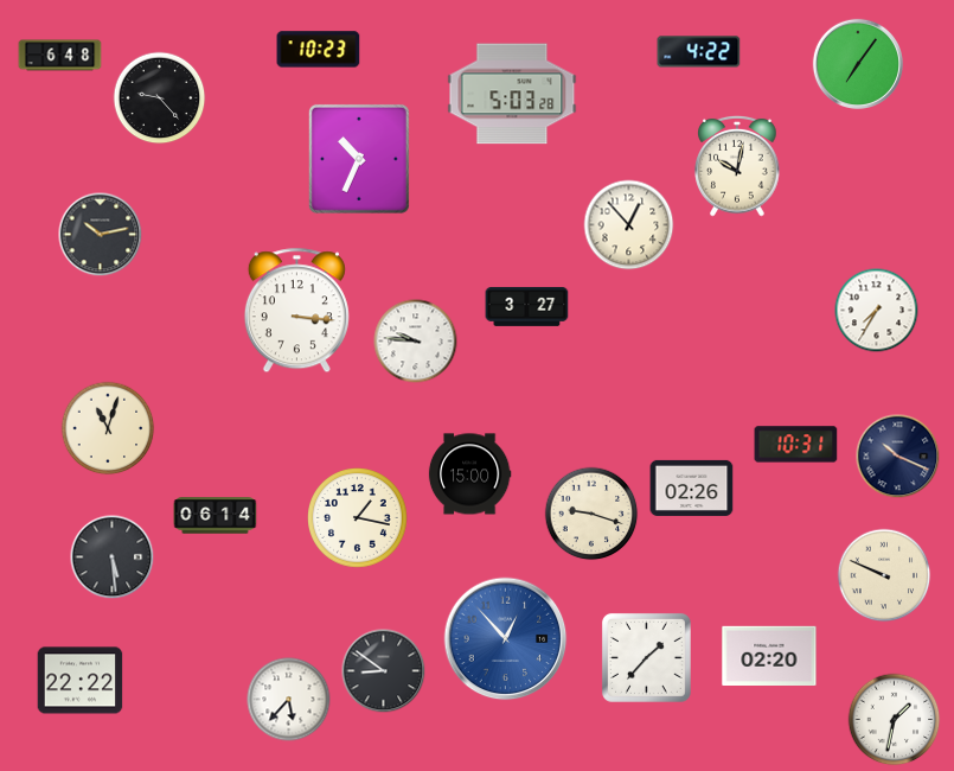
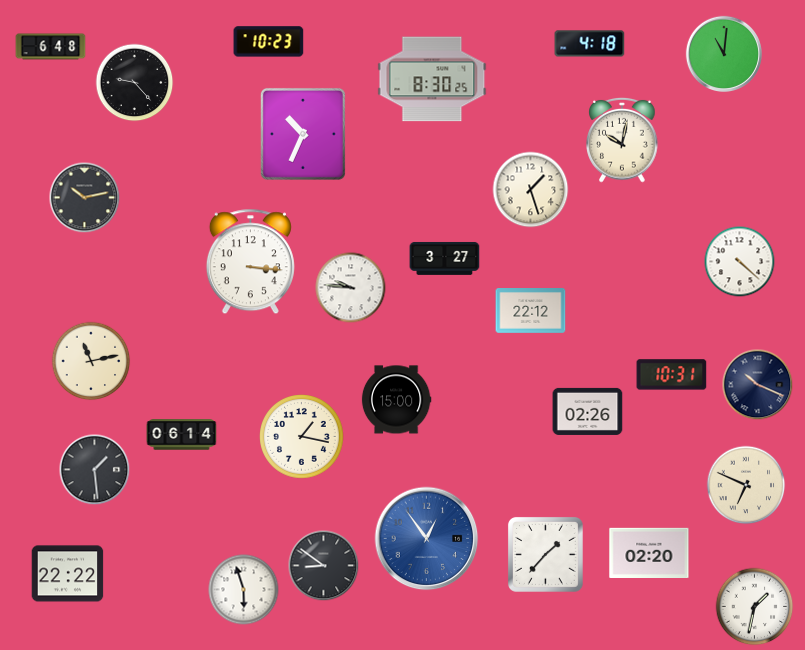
clock at (699, 52): 4:22 -> 4:18
clock at (857, 63): 7:06 -> 11:01
clock at (512, 94): 5:03 -> 8:30
clock at (629, 225): 12:53 -> 1:27
clock at (877, 311): 7:35 -> 4:22
clock at (531, 311): none -> 22:12
clock at (108, 428): 11:03 -> 11:13
clock at (692, 488) position: (692, 488) -> (588, 411)
clock at (591, 514): 9:18 -> none
clock at (113, 557): 5:29 -> 1:29
clock at (884, 575): 9:49 -> 6:49
clock at (506, 639): 12:53 -> 12:54
clock at (289, 700): 5:37 -> 5:57
